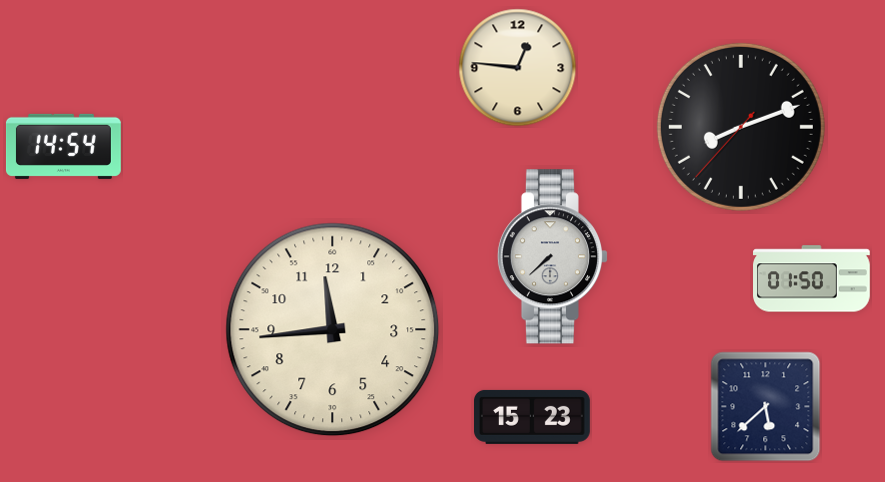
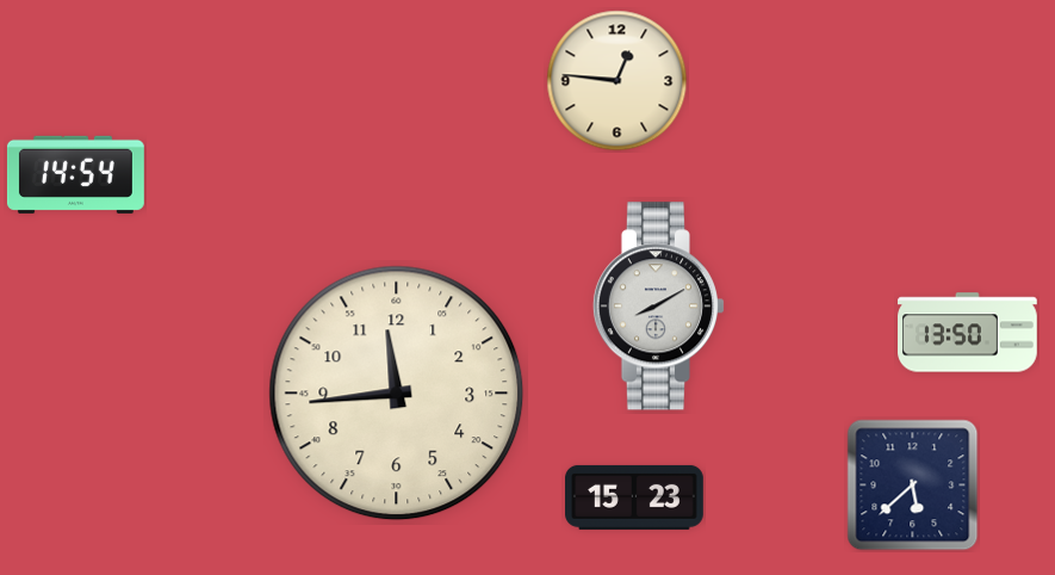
clock at (741, 127): 8:11 -> none
clock at (553, 257): 7:38 -> 8:10
clock at (812, 279): 01:50 -> 13:50
